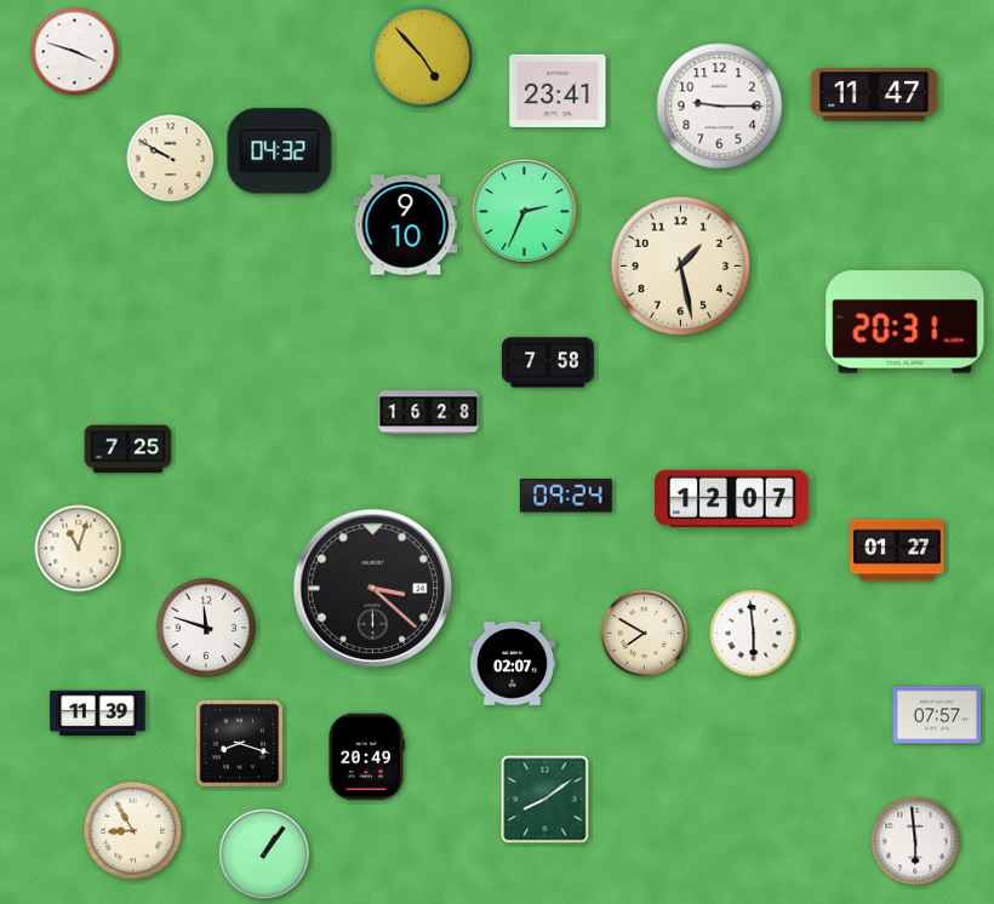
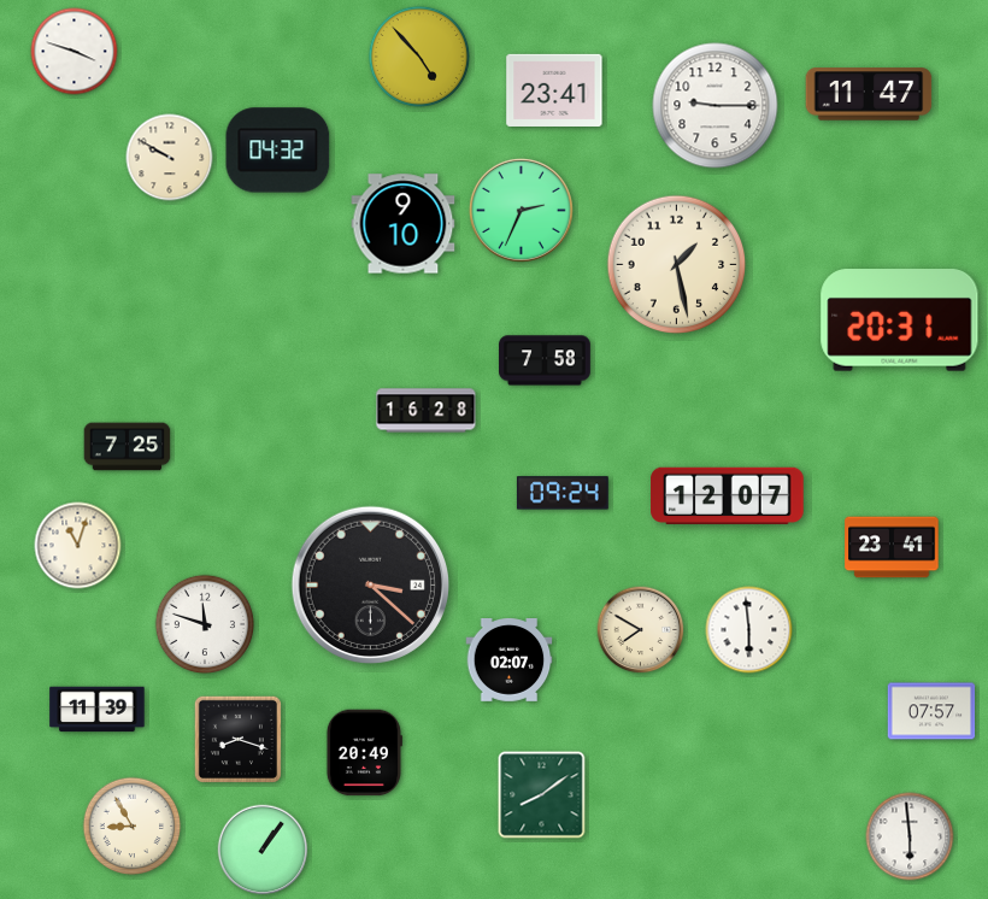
clock at (897, 550): 01:27 -> 23:41
